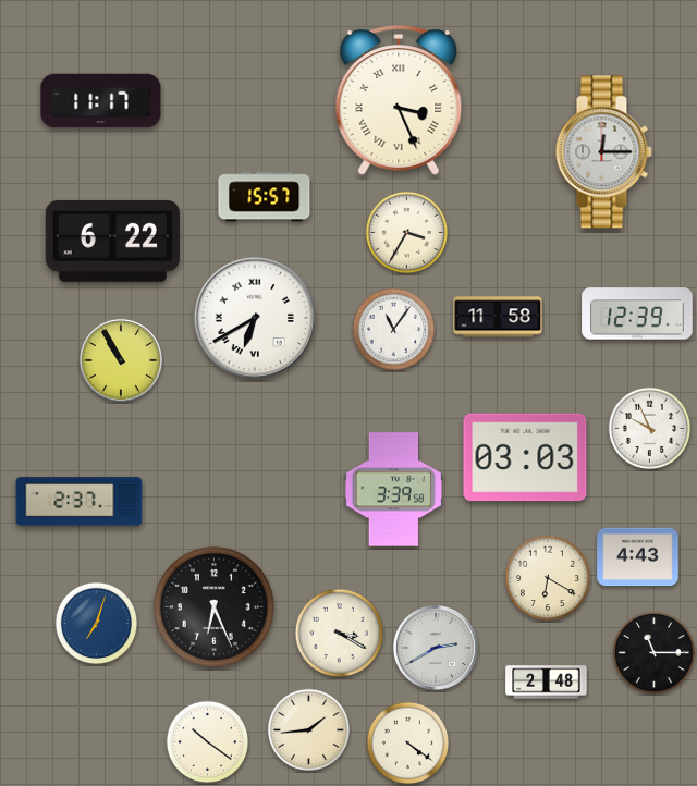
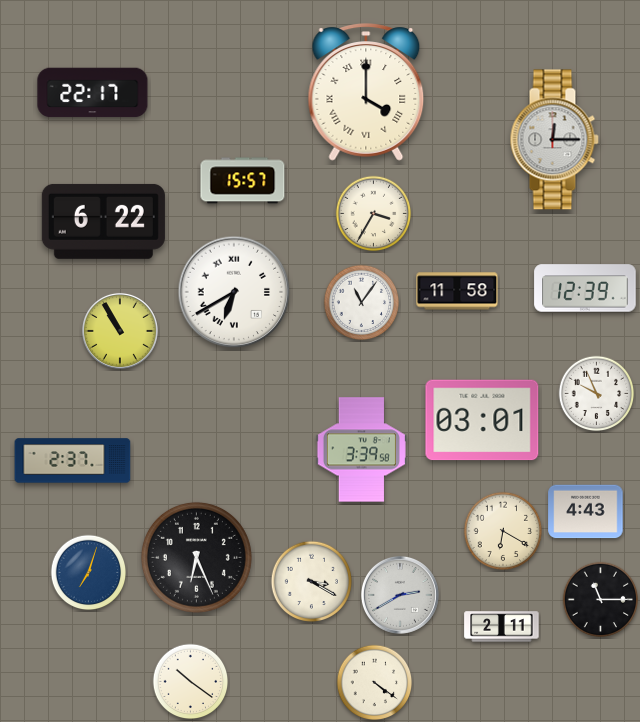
clock at (399, 100): 3:26 -> 4:00
clock at (101, 101): 11:17 -> 22:17
clock at (121, 360) position: (121, 360) -> (120, 331)
clock at (525, 457): 03:03 -> 03:01
clock at (547, 683): 2:48 -> 2:11
clock at (309, 730): 1:44 -> none
